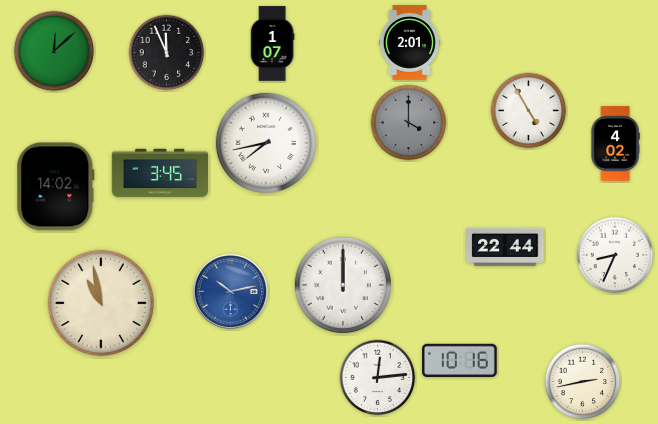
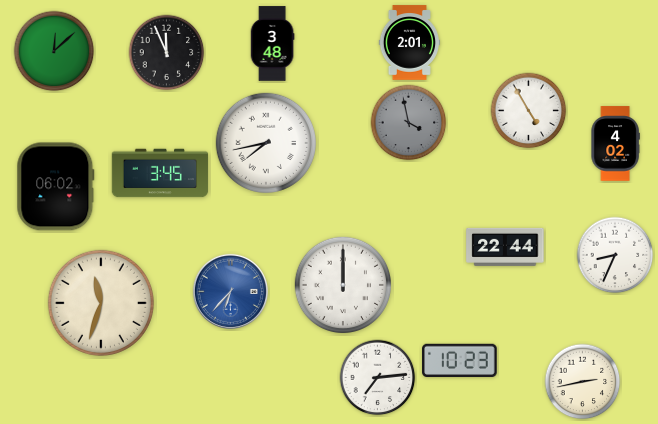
clock at (272, 44): 1:07 -> 3:48
clock at (409, 123): 4:00 -> 3:58
clock at (56, 187): 14:02 -> 06:02
clock at (230, 291): 10:13 -> 6:37
clock at (101, 303): 10:58 -> 11:33
clock at (460, 360): 10:16 -> 10:23
clock at (378, 378): 12:14 -> 7:14
